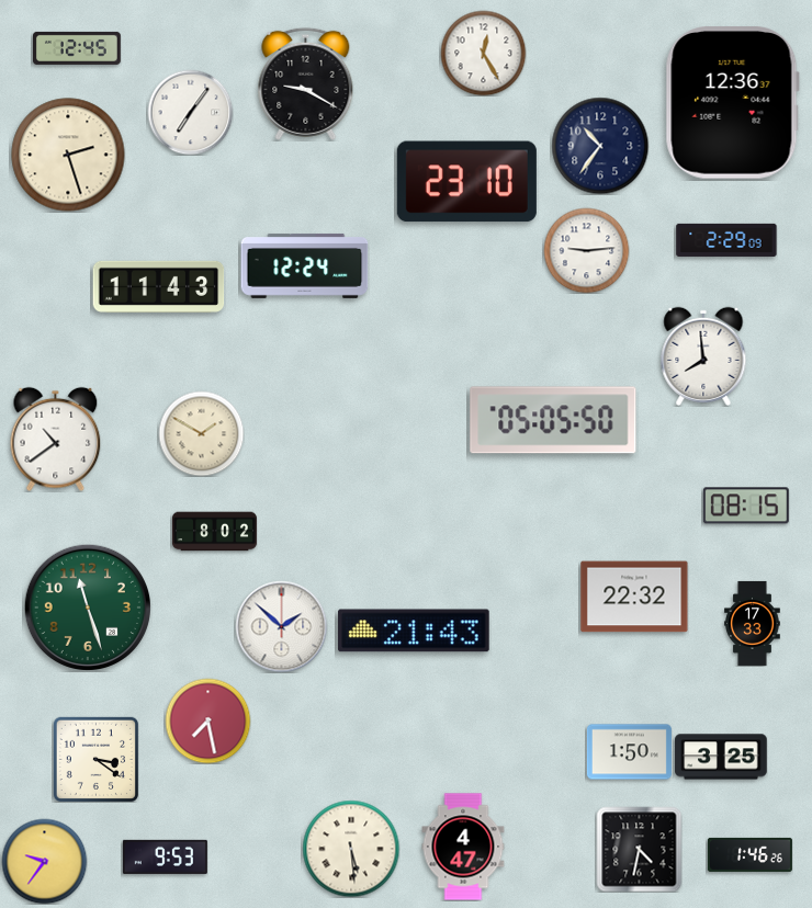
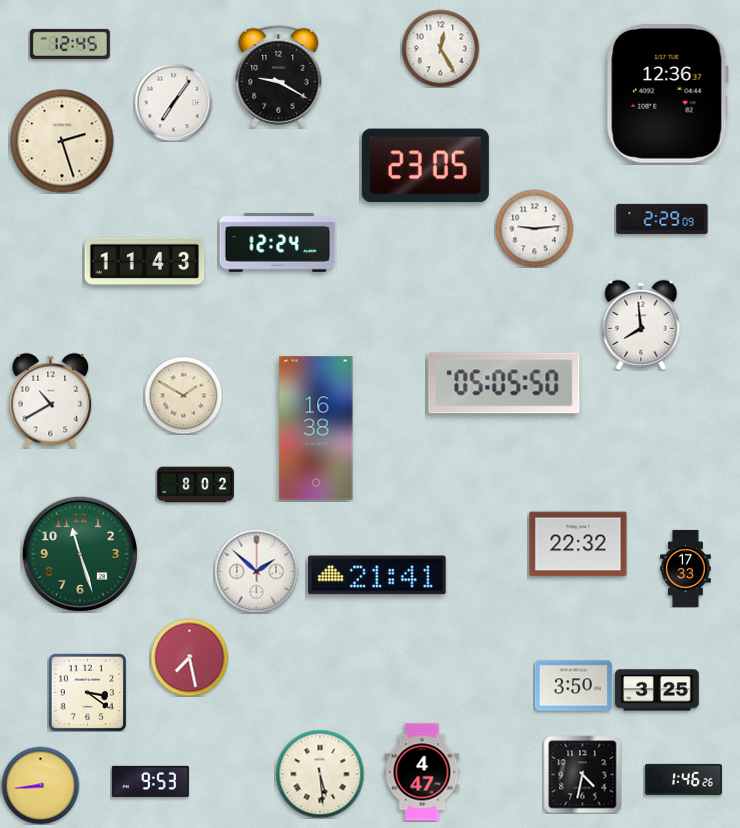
clock at (600, 146): 10:36 -> none
clock at (466, 182): 23:10 -> 23:05
clock at (56, 439): 10:39 -> 10:40
clock at (316, 428): none -> 16:38
clock at (746, 506): 08:15 -> none
clock at (414, 631): 21:43 -> 21:41
clock at (629, 752): 1:50 -> 3:50
clock at (44, 861): 9:36 -> 8:44
